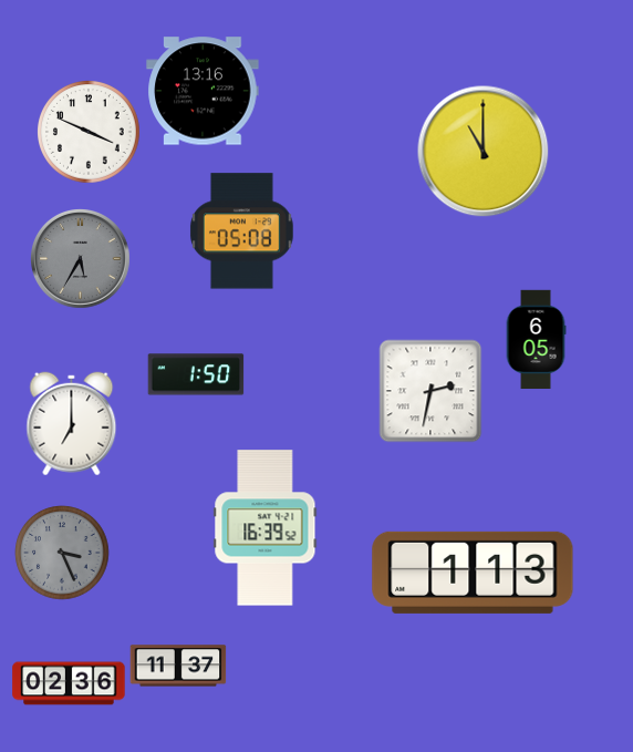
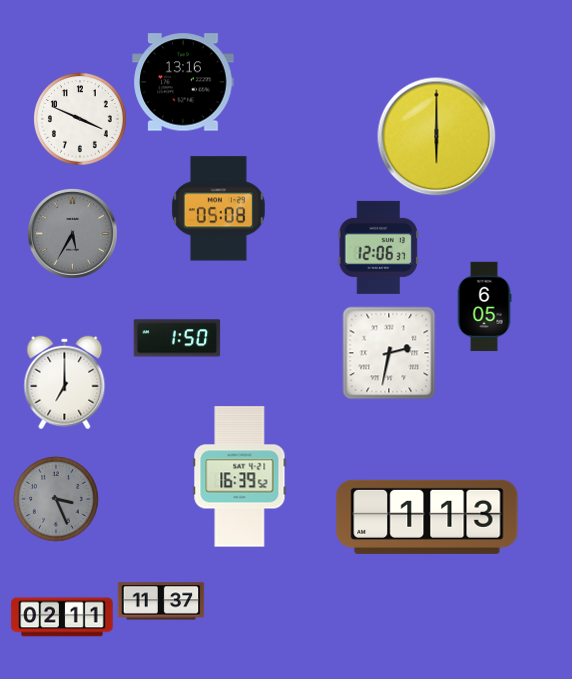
clock at (484, 152): 11:00 -> 6:00
clock at (378, 247): none -> 12:06
clock at (69, 683): 02:36 -> 02:11
